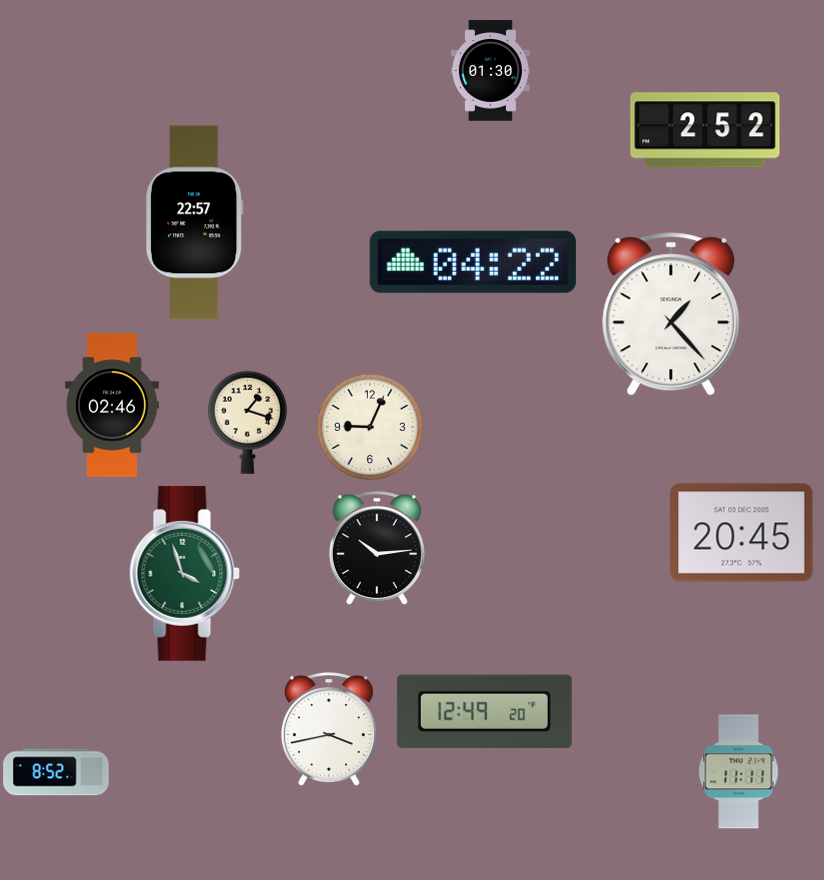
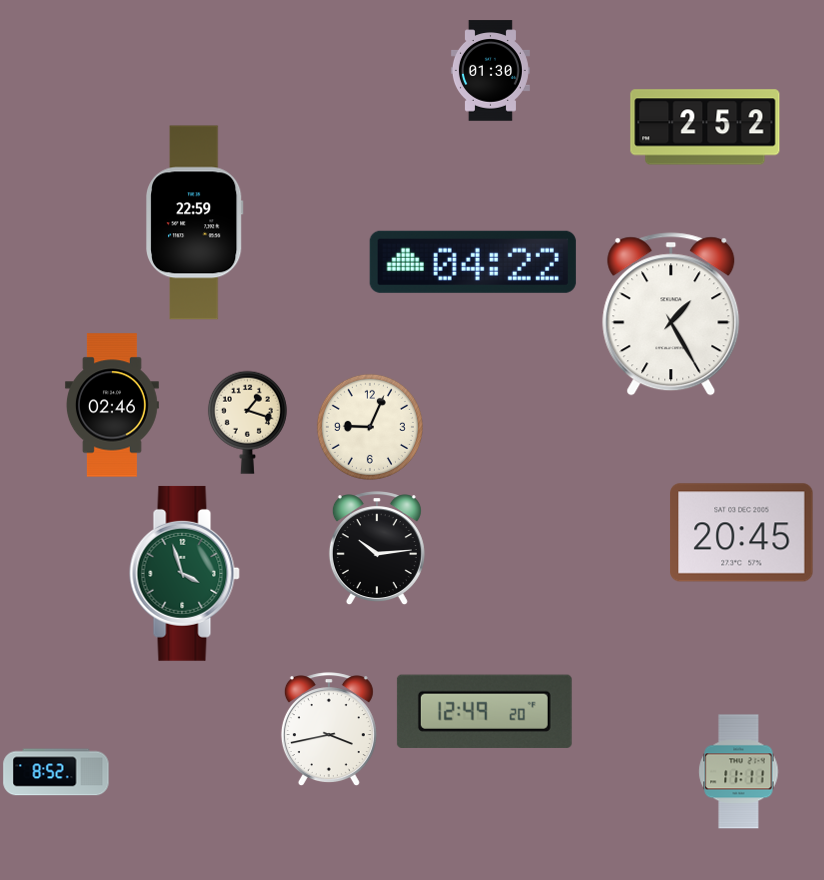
clock at (705, 130) position: (705, 130) -> (705, 127)
clock at (195, 223): 22:57 -> 22:59
clock at (671, 314): 1:23 -> 1:25
